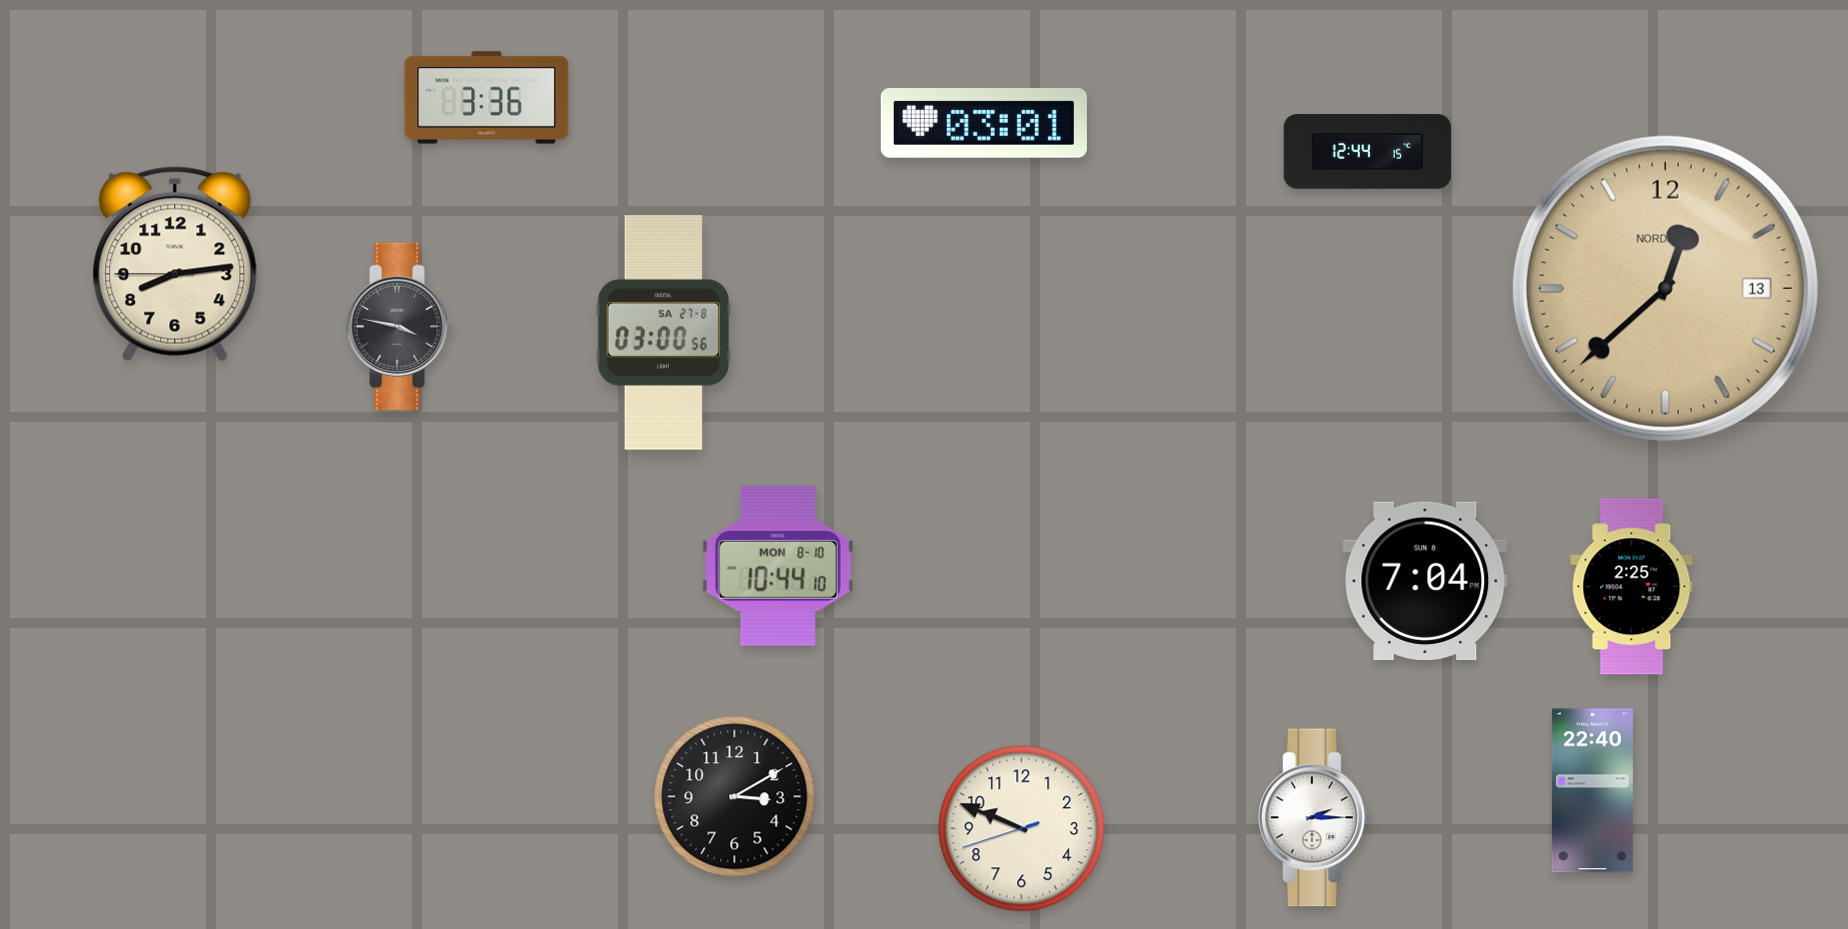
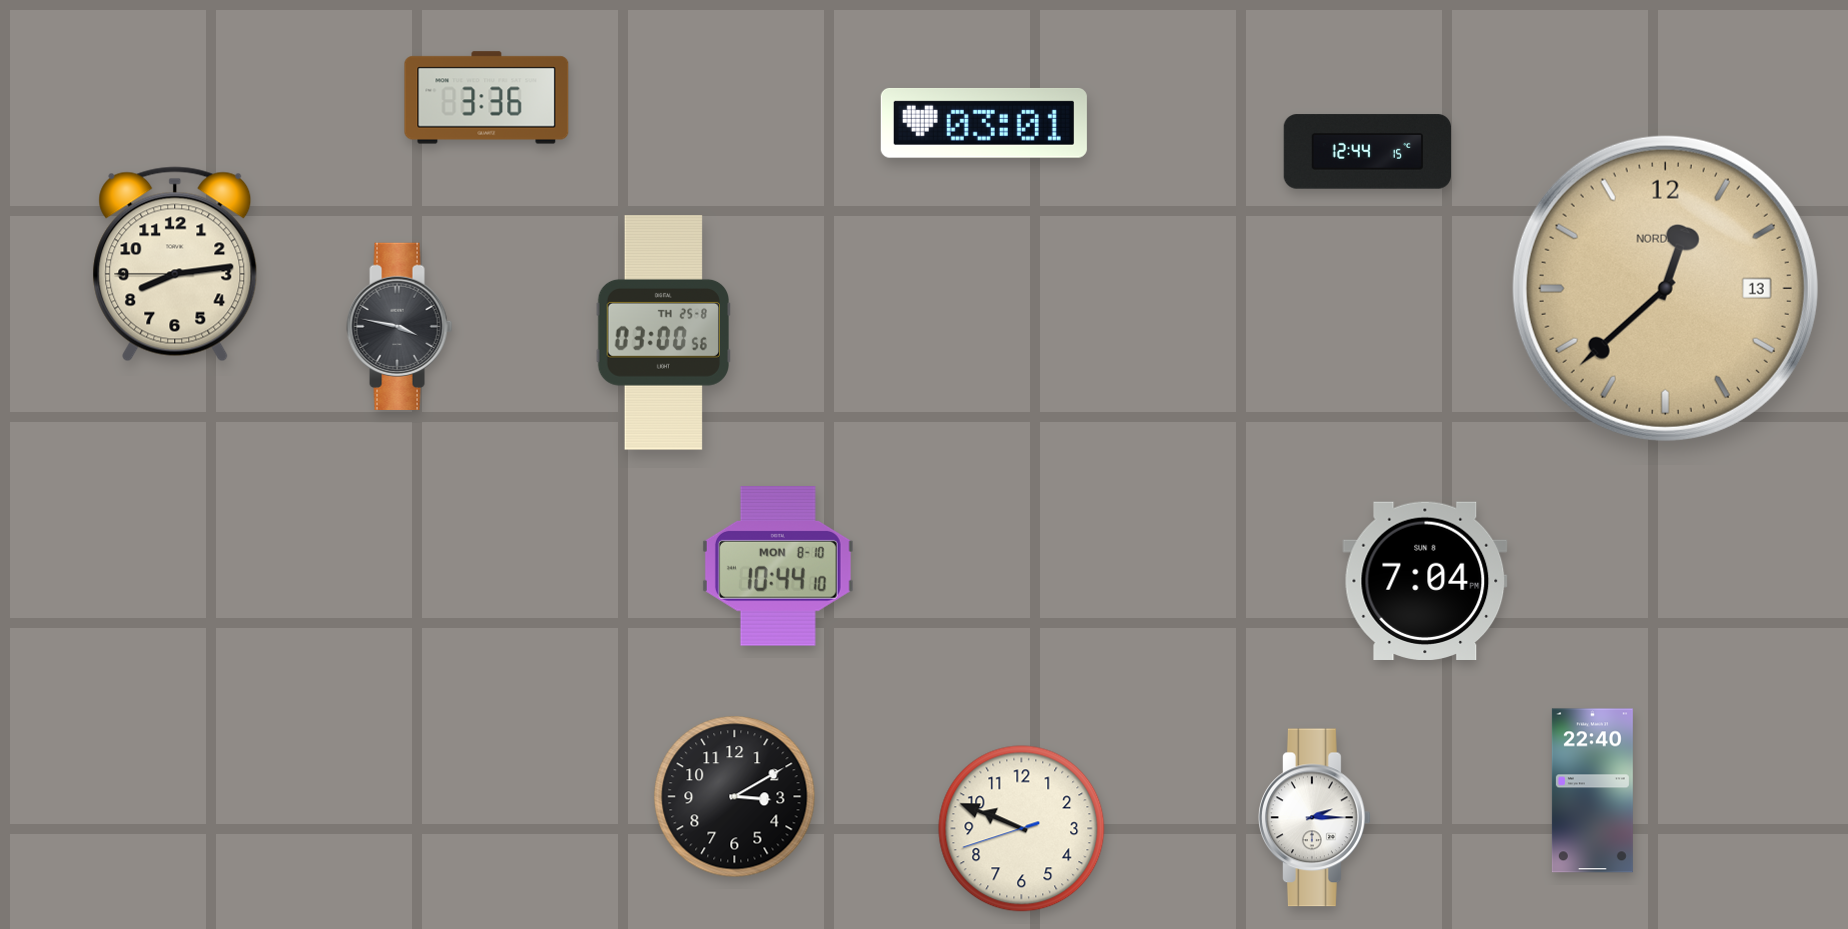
clock at (663, 333) date: SA 27-8 -> TH 25-8
clock at (1632, 587): 2:25 -> none
